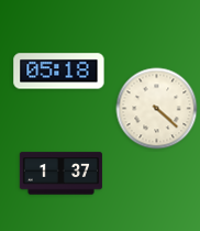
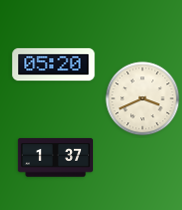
clock at (59, 71): 05:18 -> 05:20
clock at (157, 109): 4:22 -> 3:41
